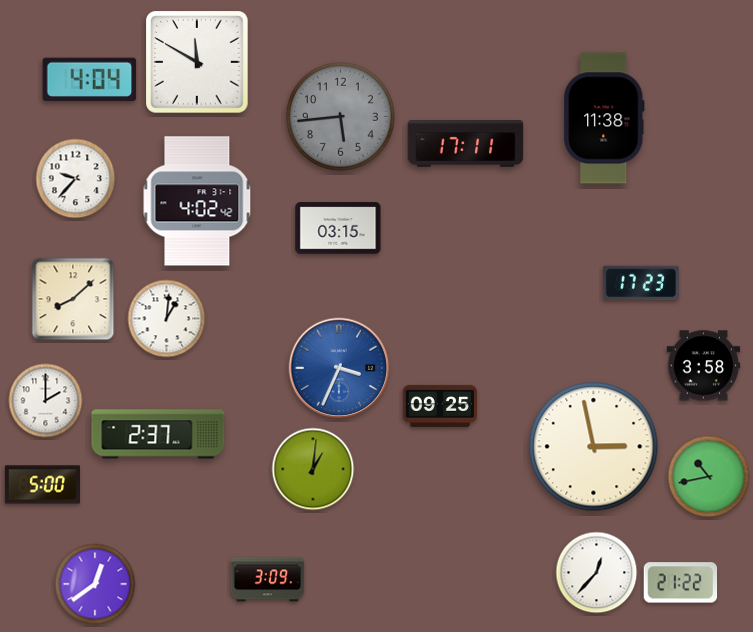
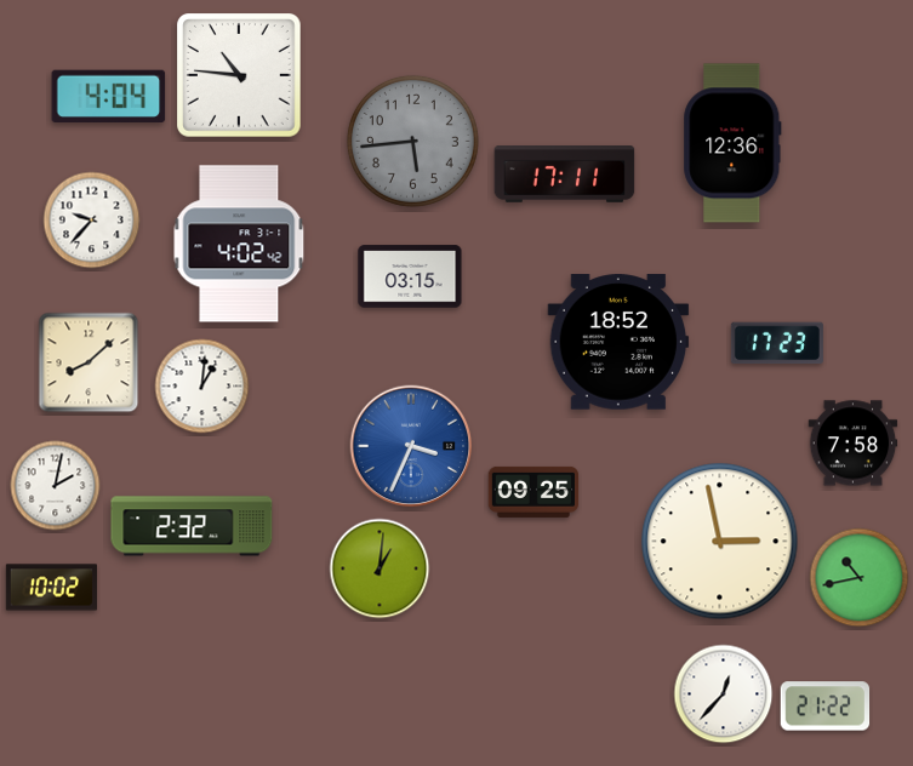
clock at (198, 63): 11:50 -> 10:46
clock at (604, 118): 11:38 -> 12:36
clock at (76, 179) position: (76, 179) -> (92, 221)
clock at (618, 342): none -> 18:52
clock at (704, 366): 3:58 -> 7:58
clock at (46, 401): 2:00 -> 2:02
clock at (158, 434): 2:37 -> 2:32
clock at (42, 485): 5:00 -> 10:02
clock at (268, 580): 3:09 -> none
clock at (95, 584): 12:39 -> none
